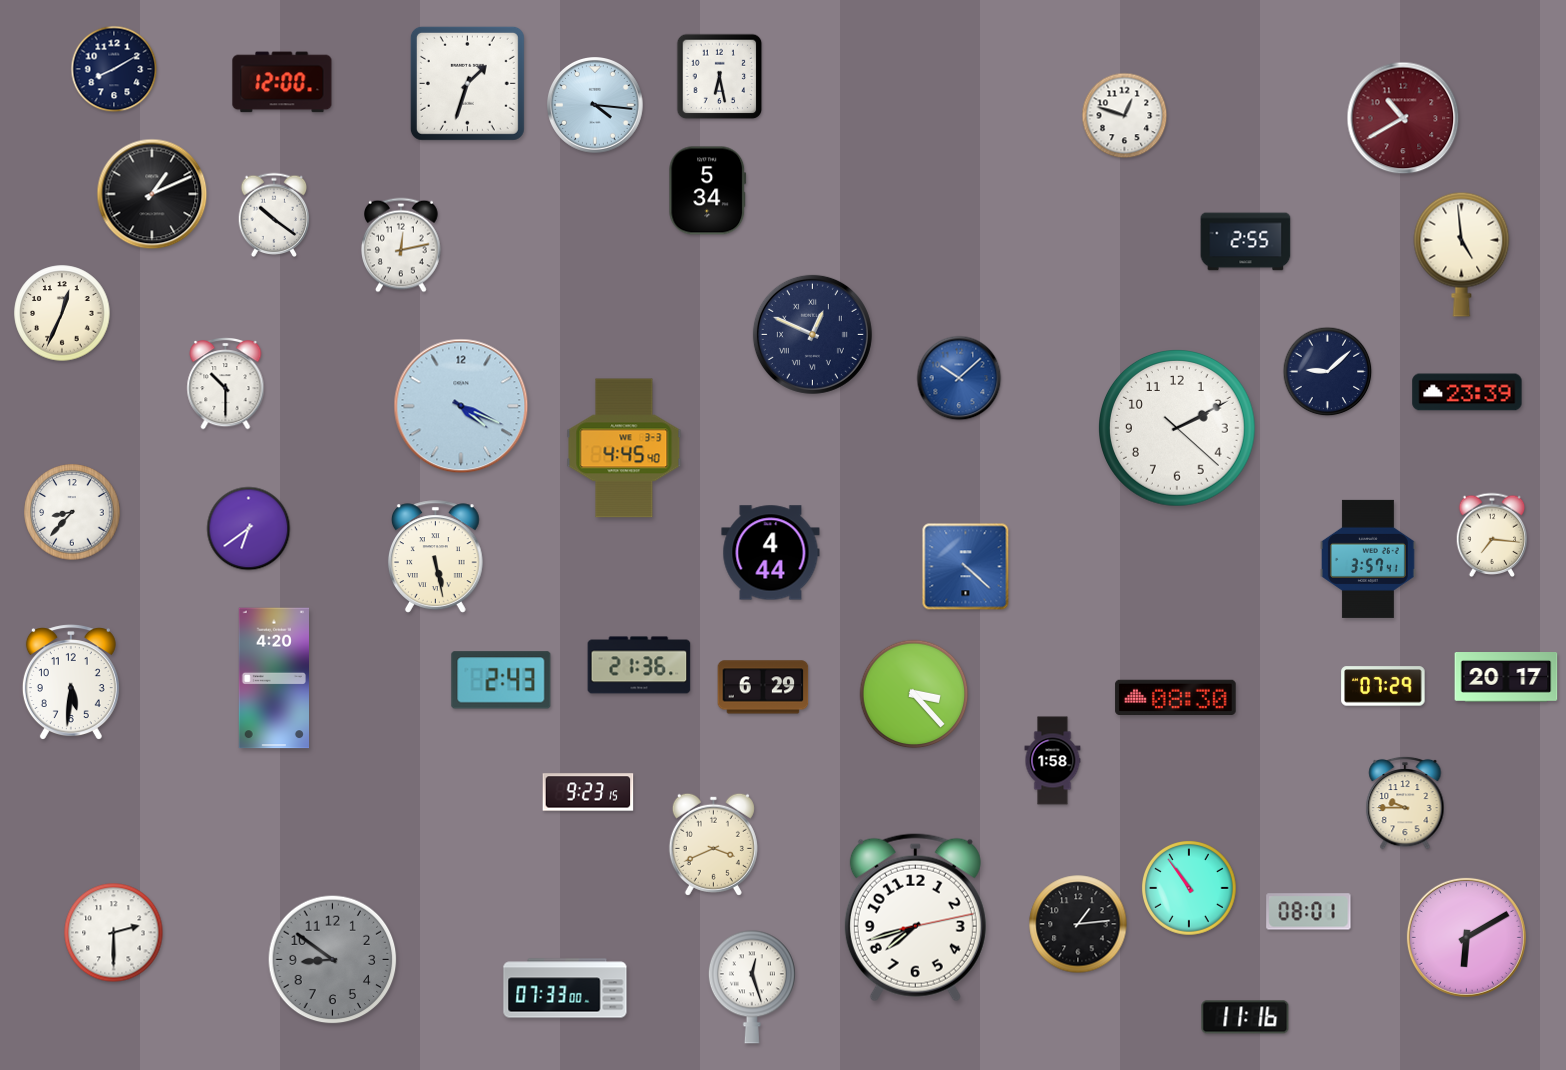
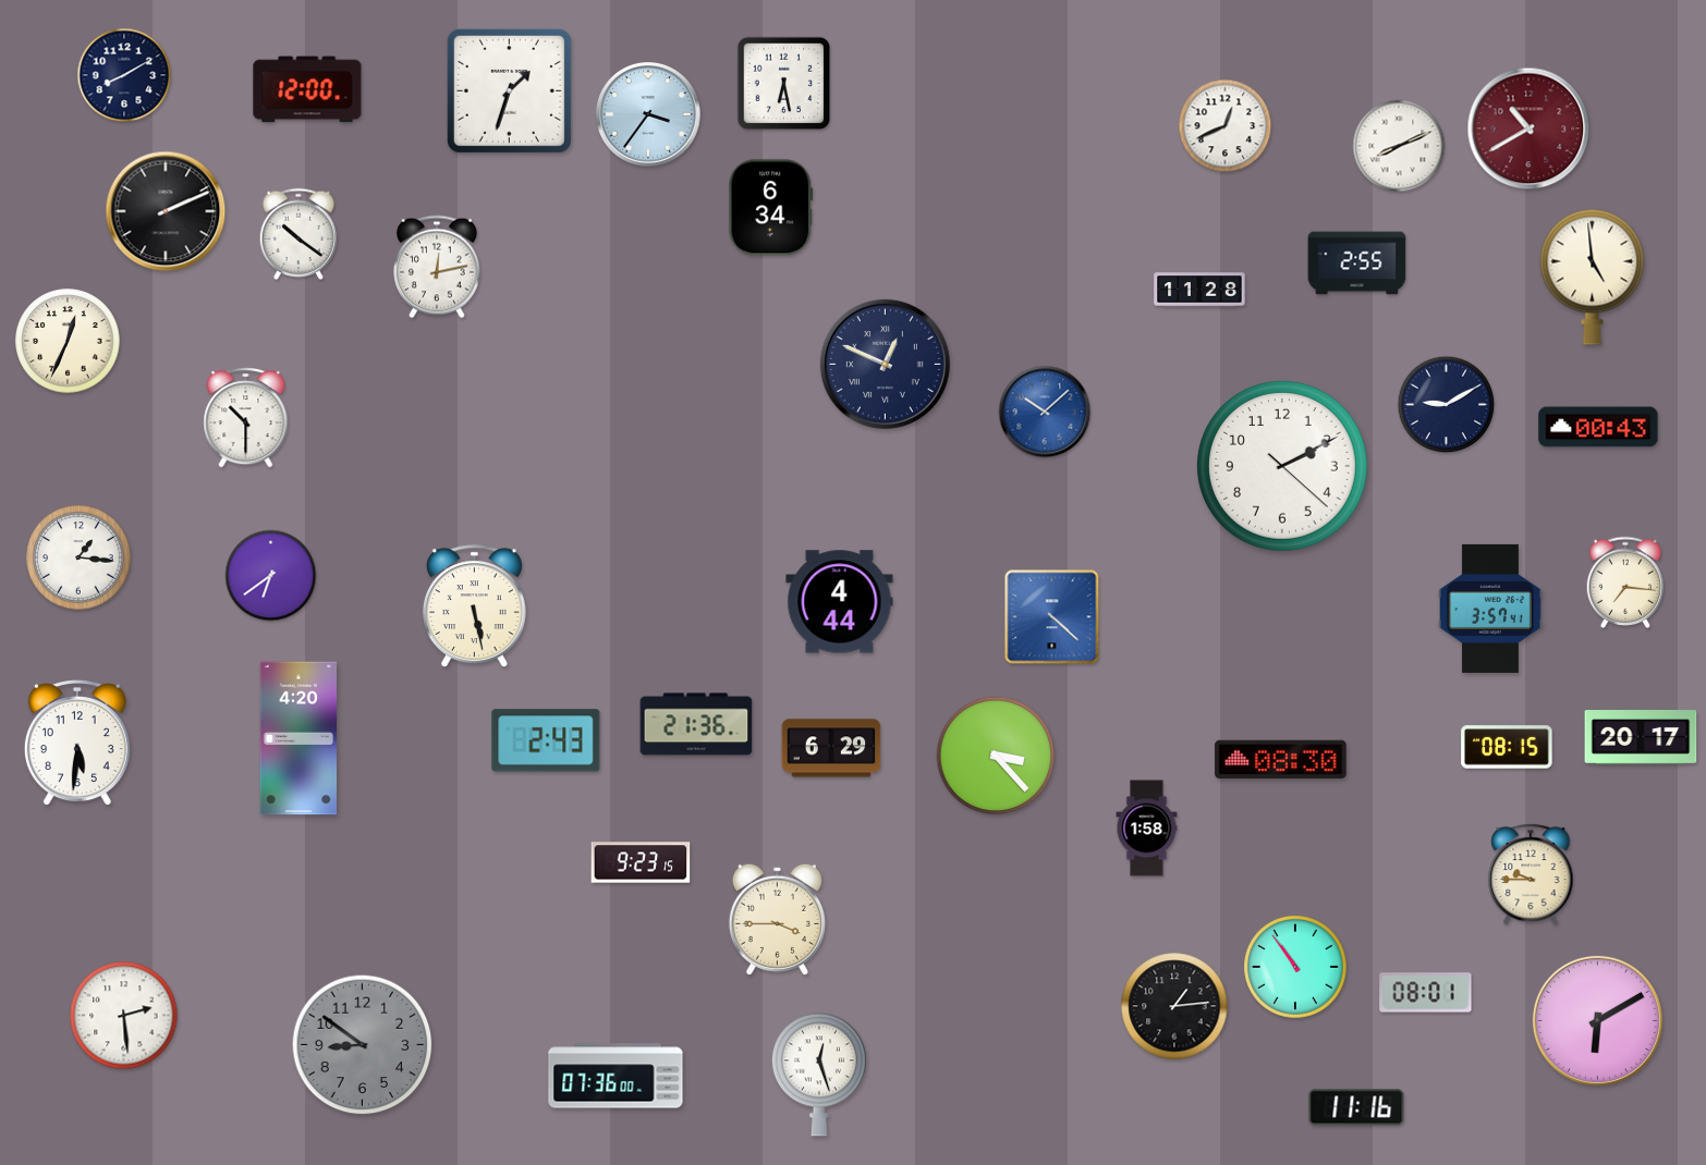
clock at (596, 106): 4:16 -> 3:36
clock at (1125, 116): 12:48 -> 12:41
clock at (1399, 146): none -> 8:11
clock at (708, 191): 5:34 -> 6:34
clock at (152, 194): 1:11 -> 2:11
clock at (1199, 290): none -> 11:28
clock at (1328, 372): 9:08 -> 9:10
clock at (1467, 392): 23:39 -> 00:43
clock at (461, 406): 4:19 -> none
clock at (624, 448): 4:45 -> none
clock at (72, 512): 8:37 -> 1:16
clock at (1383, 686): 07:29 -> 08:15
clock at (713, 844): 3:41 -> 3:45
clock at (915, 918): 7:42 -> none
clock at (114, 933): 2:30 -> 2:29
clock at (565, 988): 07:33 -> 07:36
